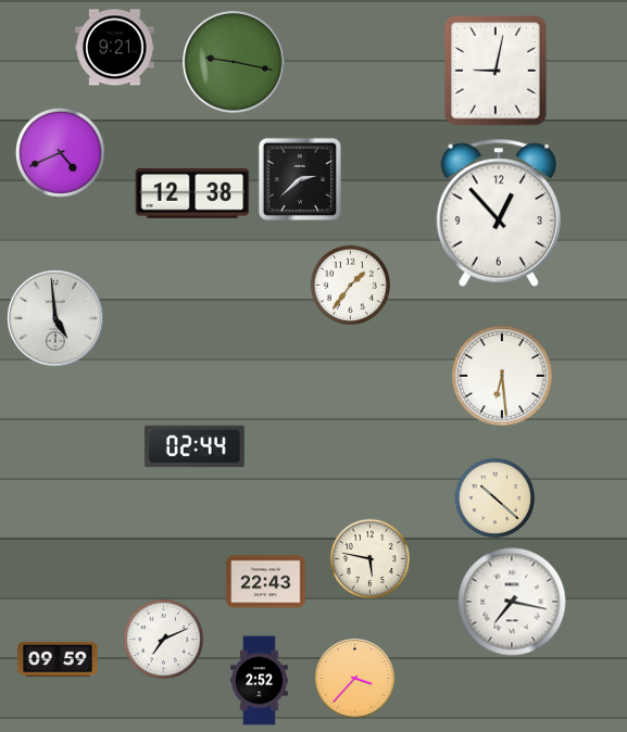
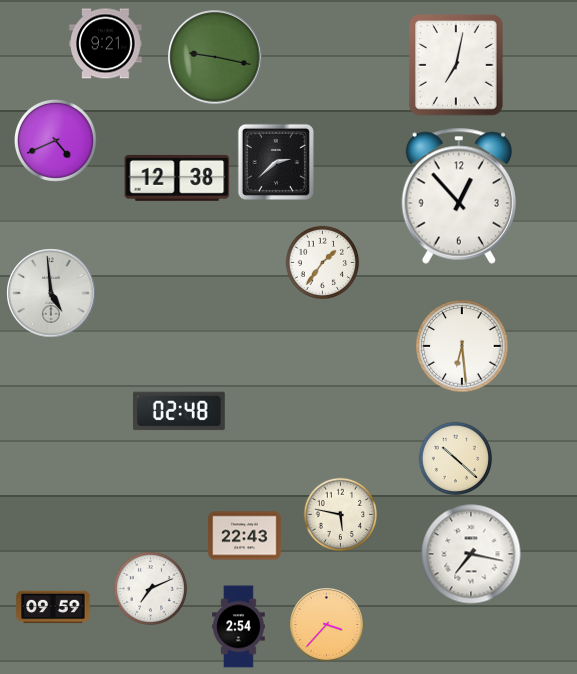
clock at (496, 71): 9:02 -> 7:02
clock at (300, 179) position: (300, 179) -> (276, 162)
clock at (196, 446): 02:44 -> 02:48
clock at (260, 681): 2:52 -> 2:54
